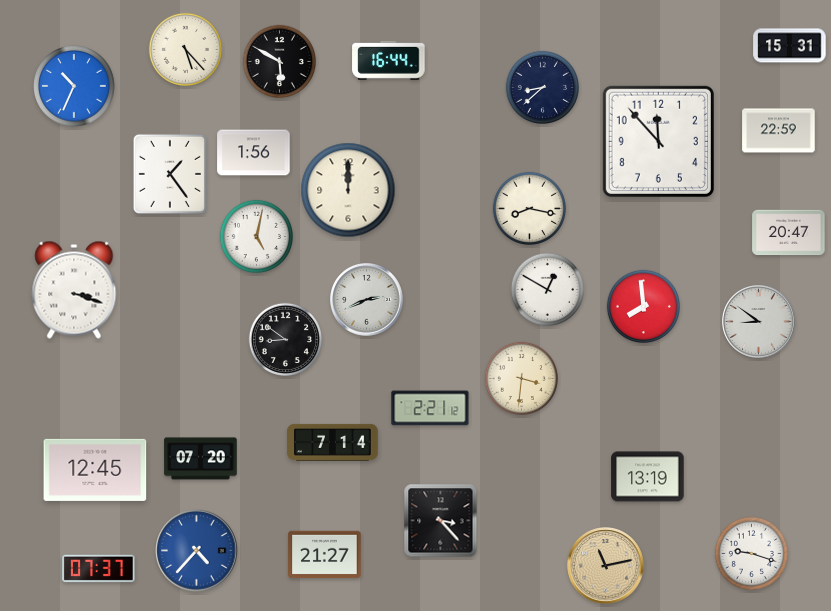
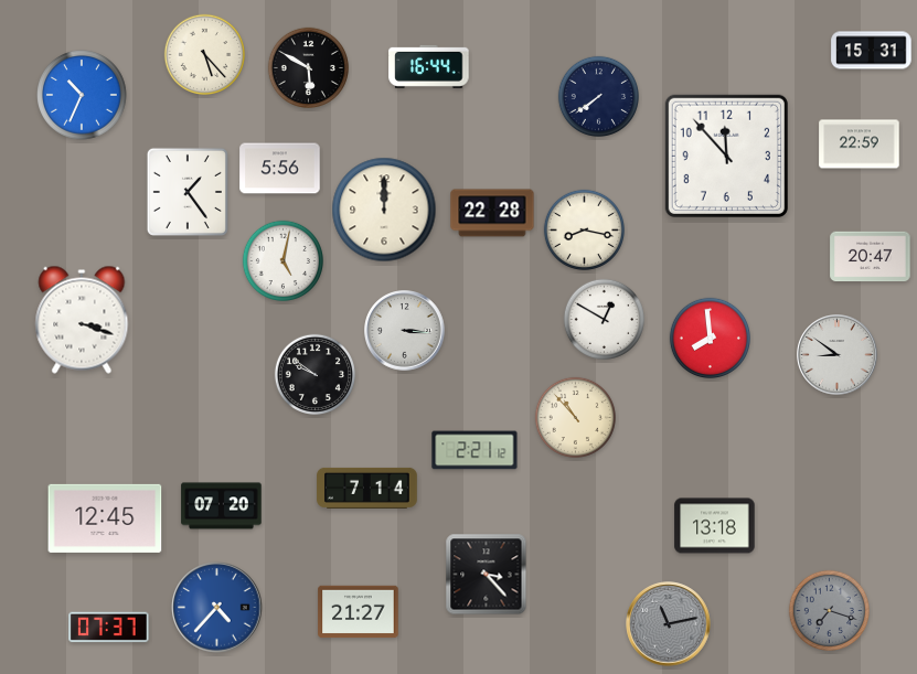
clock at (542, 87): 8:38 -> 7:39
clock at (254, 153): 1:56 -> 5:56
clock at (492, 213): none -> 22:28
clock at (367, 300): 2:41 -> 3:16
clock at (285, 339): 8:51 -> 9:51
clock at (521, 378): 3:31 -> 10:53
clock at (648, 477): 13:19 -> 13:18
clock at (751, 553): 9:18 -> 7:18
clock at (751, 553) dial: white -> grey
clock at (606, 566) dial: champagne -> grey
